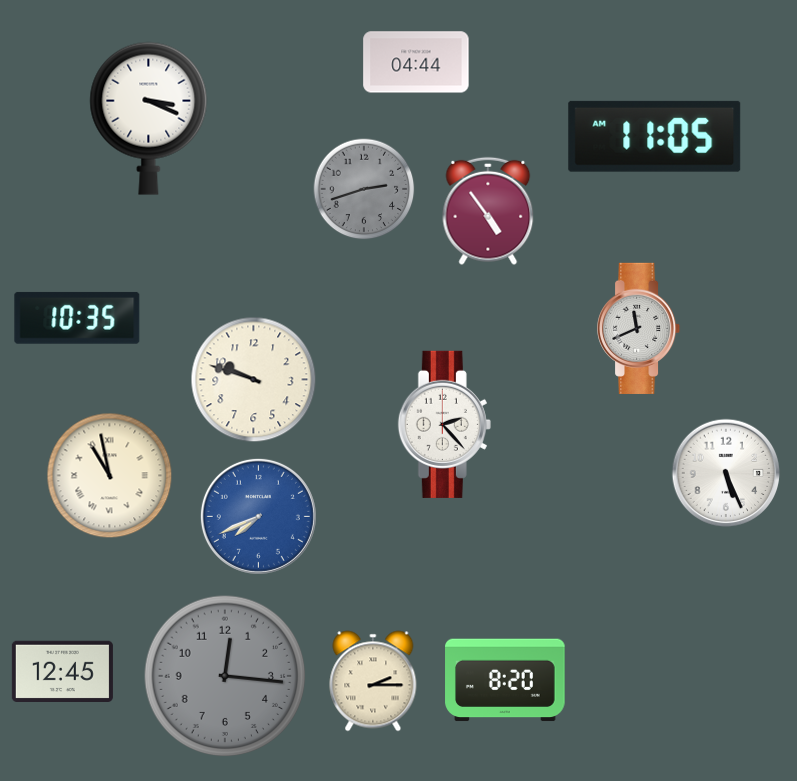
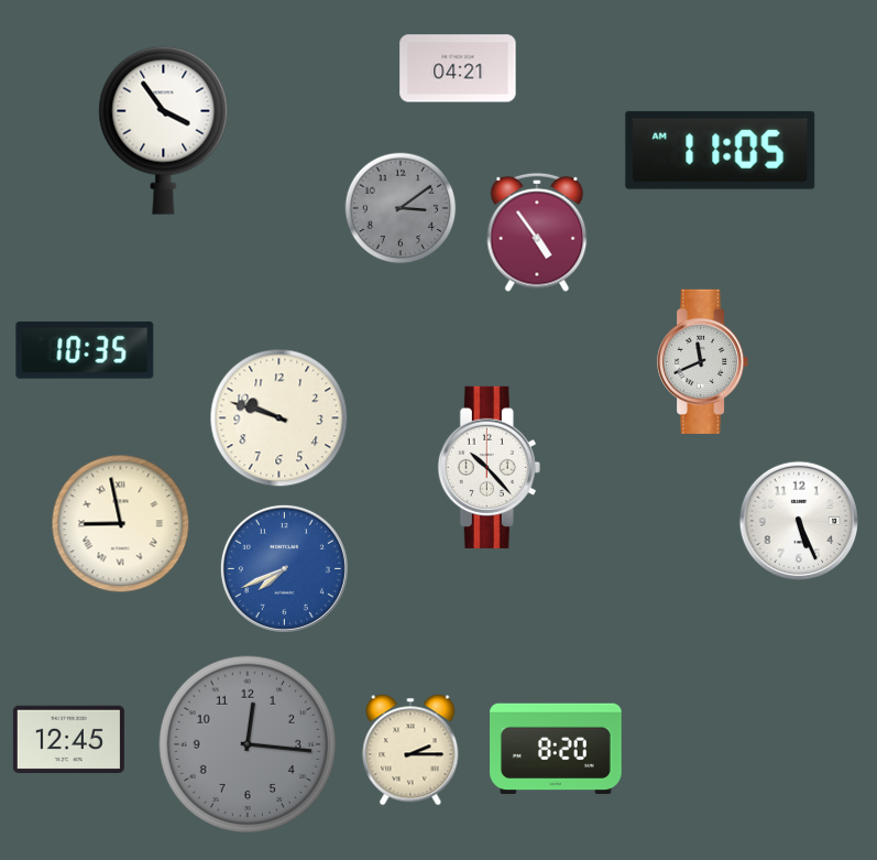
clock at (416, 62): 04:44 -> 04:21
clock at (149, 118): 3:19 -> 3:54
clock at (364, 189): 2:42 -> 3:09
clock at (444, 424): 2:23 -> 10:23
clock at (110, 476): 10:58 -> 8:58
